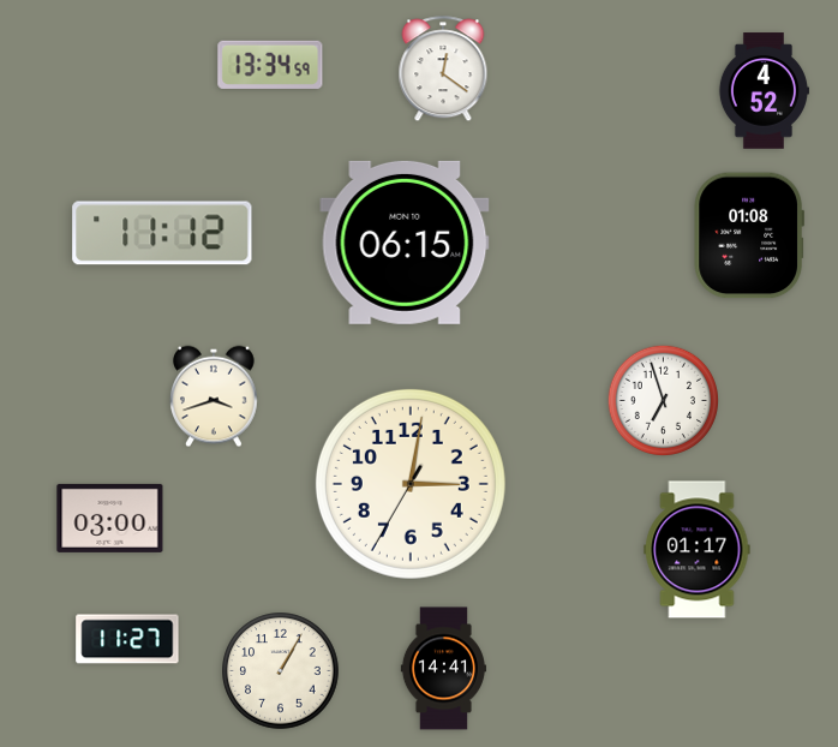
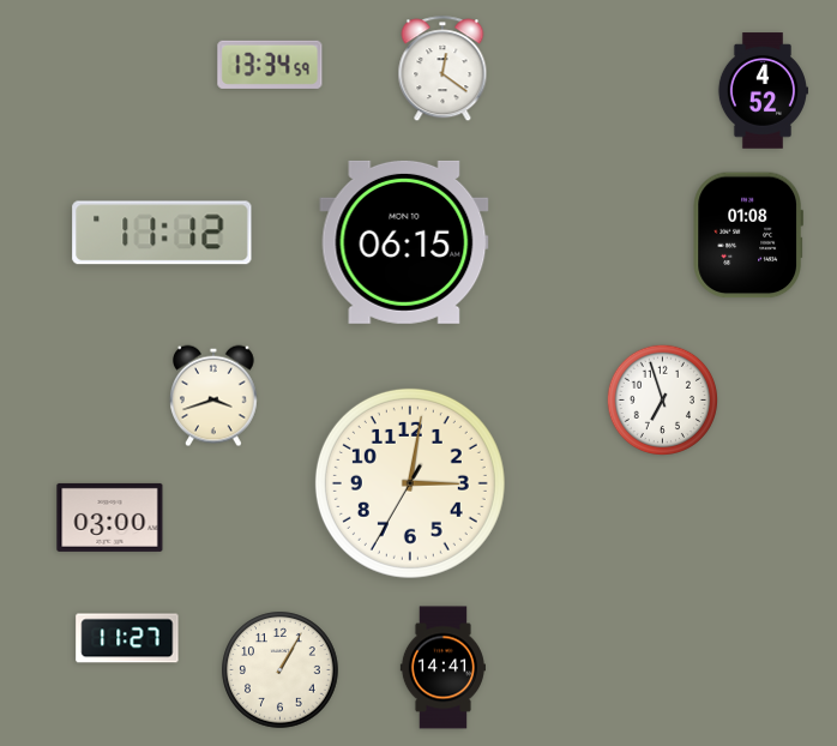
clock at (698, 550): 01:17 -> none
